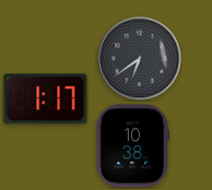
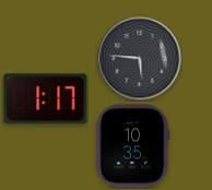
clock at (140, 59): 6:39 -> 5:46
clock at (132, 146): 10:38 -> 10:35
